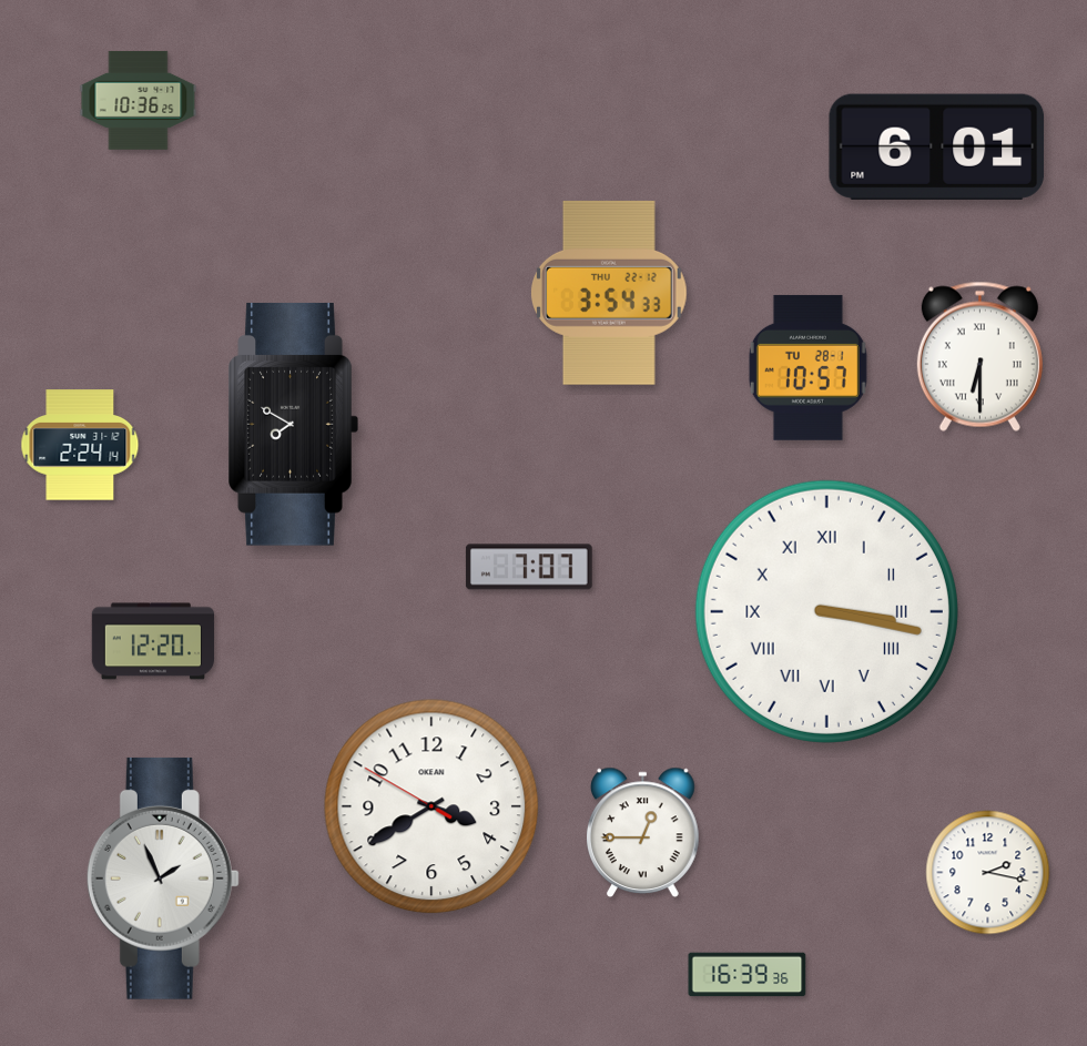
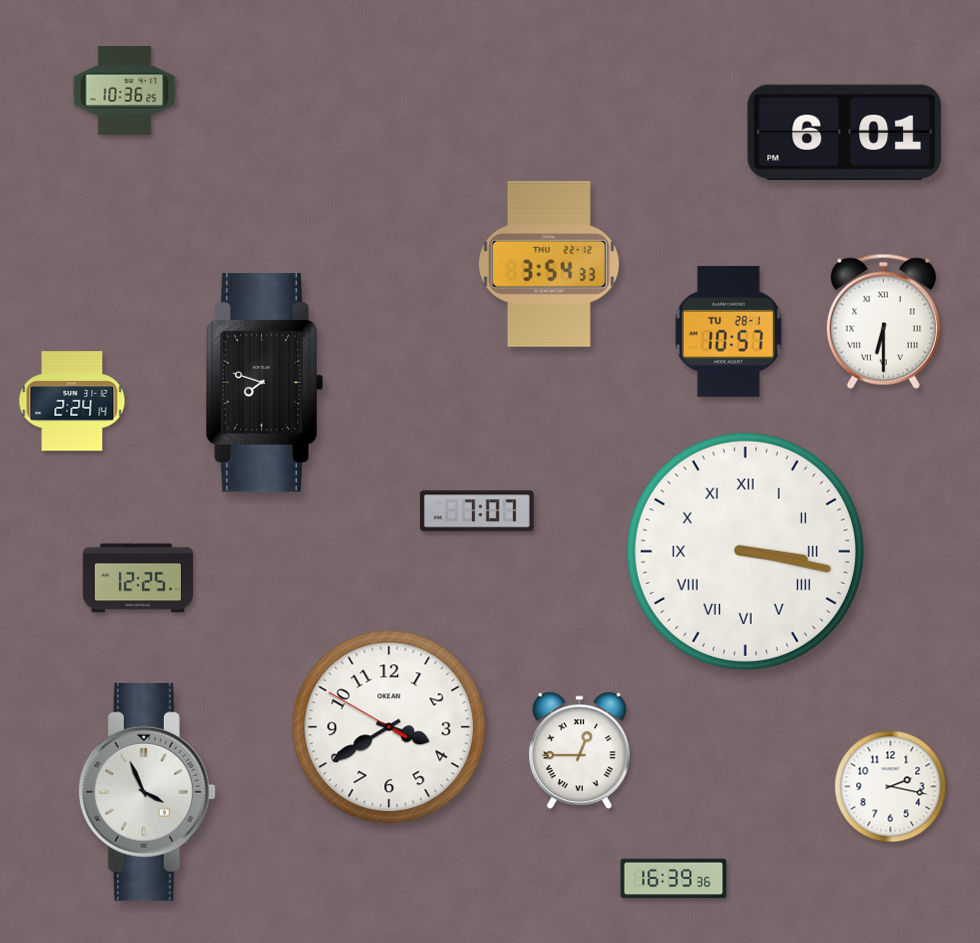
clock at (293, 424): 7:50 -> 7:48
clock at (152, 641): 12:20 -> 12:25
clock at (163, 879): 1:56 -> 3:56
